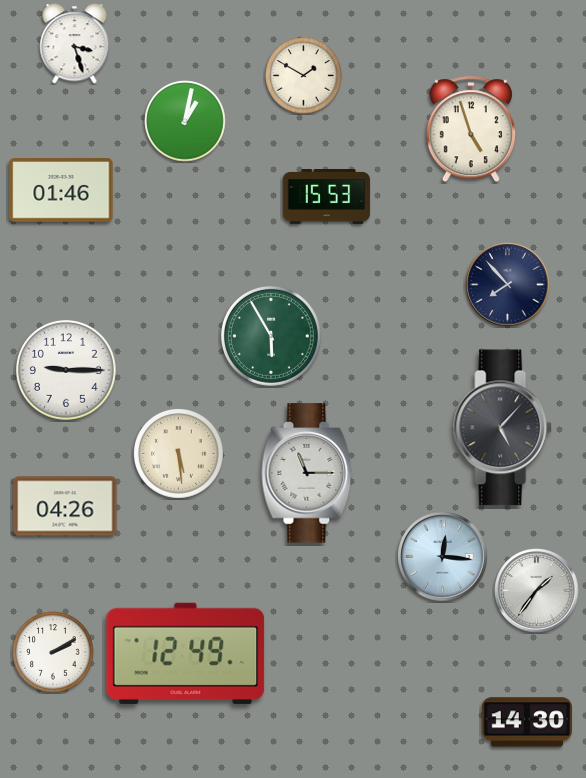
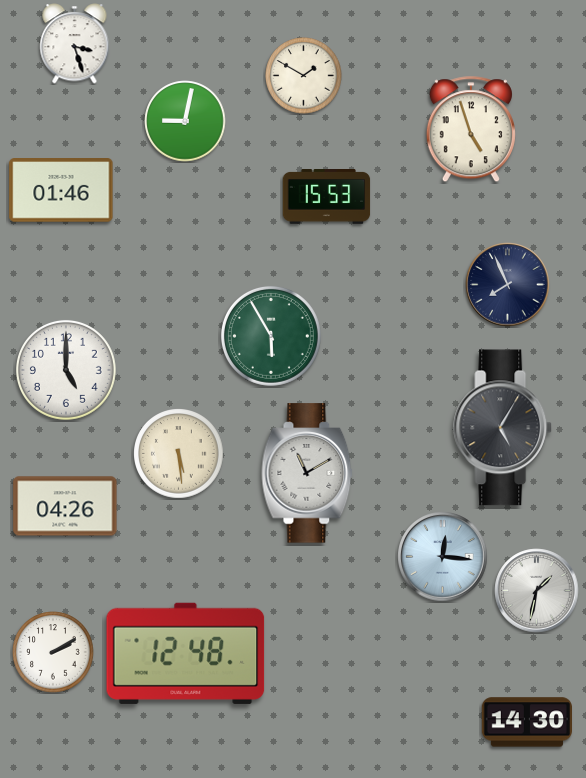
clock at (185, 121): 1:02 -> 9:02
clock at (508, 285): 7:53 -> 7:56
clock at (66, 370): 9:15 -> 5:00
clock at (503, 428): 5:07 -> 5:05
clock at (307, 473): 11:15 -> 11:10
clock at (537, 591): 1:36 -> 1:32
clock at (186, 653): 12:49 -> 12:48
